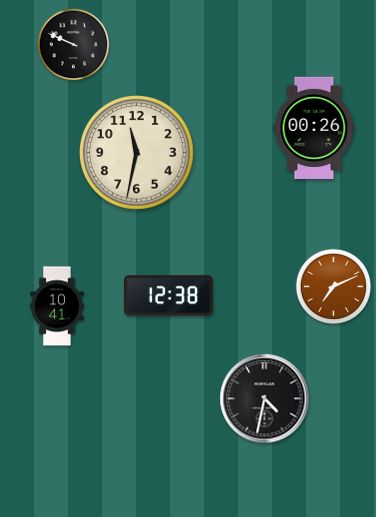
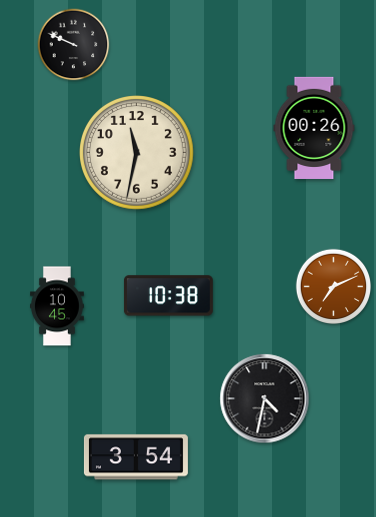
clock at (168, 296): 12:38 -> 10:38
clock at (58, 306): 10:41 -> 10:45
clock at (136, 457): none -> 3:54
